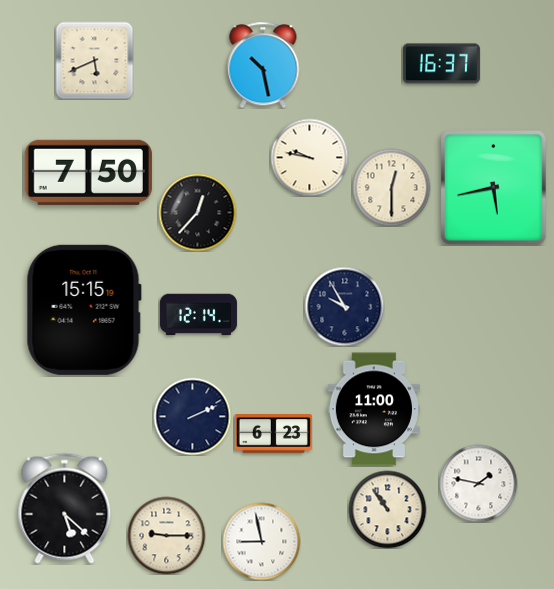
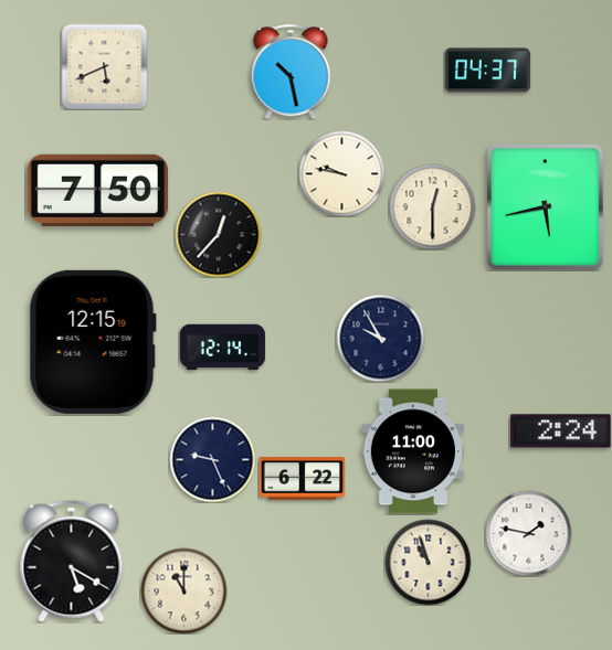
clock at (441, 64): 16:37 -> 04:37
clock at (84, 310): 15:15 -> 12:15
clock at (198, 315) position: (198, 315) -> (222, 348)
clock at (561, 431): none -> 2:24
clock at (192, 416): 2:11 -> 9:26
clock at (273, 434): 6:23 -> 6:22
clock at (65, 508): 5:22 -> 5:20
clock at (387, 509): 10:54 -> 10:57
clock at (166, 535): 9:15 -> 11:00
clock at (261, 541): 8:58 -> none
